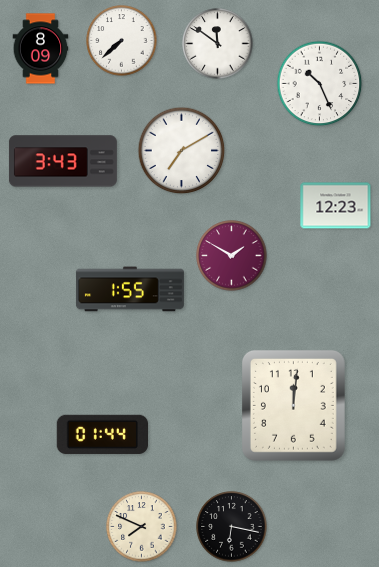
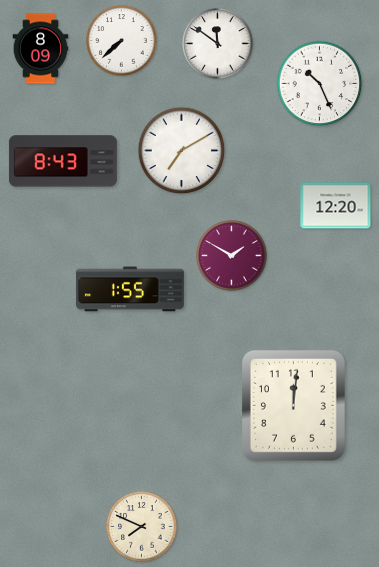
clock at (63, 161): 3:43 -> 8:43
clock at (336, 206): 12:23 -> 12:20
clock at (102, 434): 01:44 -> none
clock at (232, 527): 6:17 -> none
